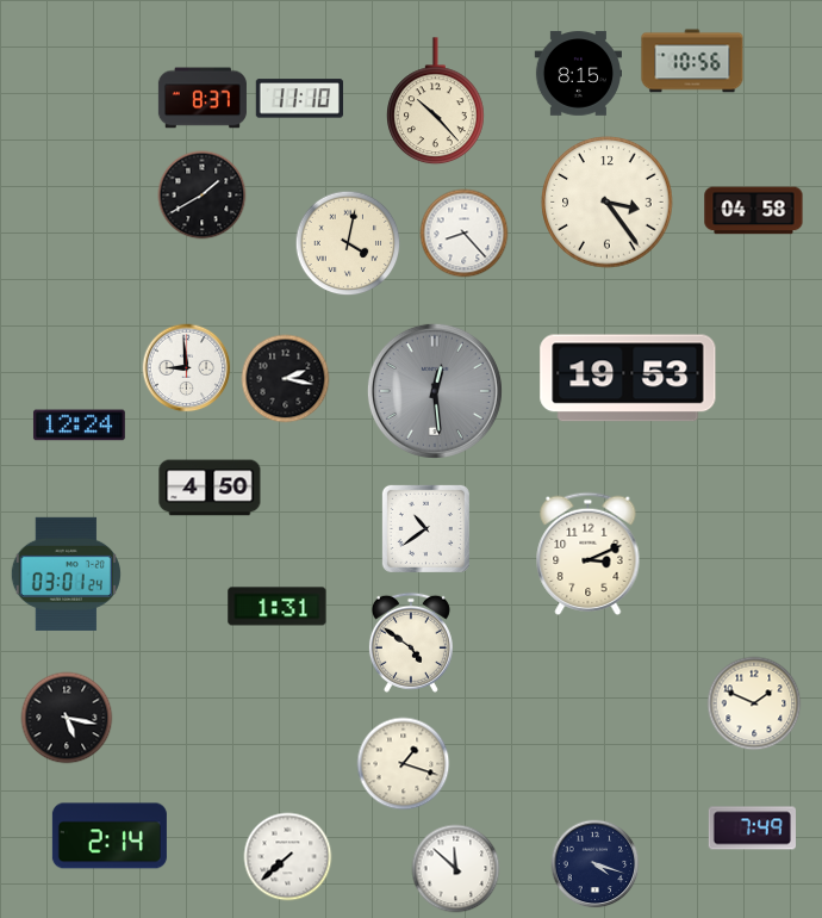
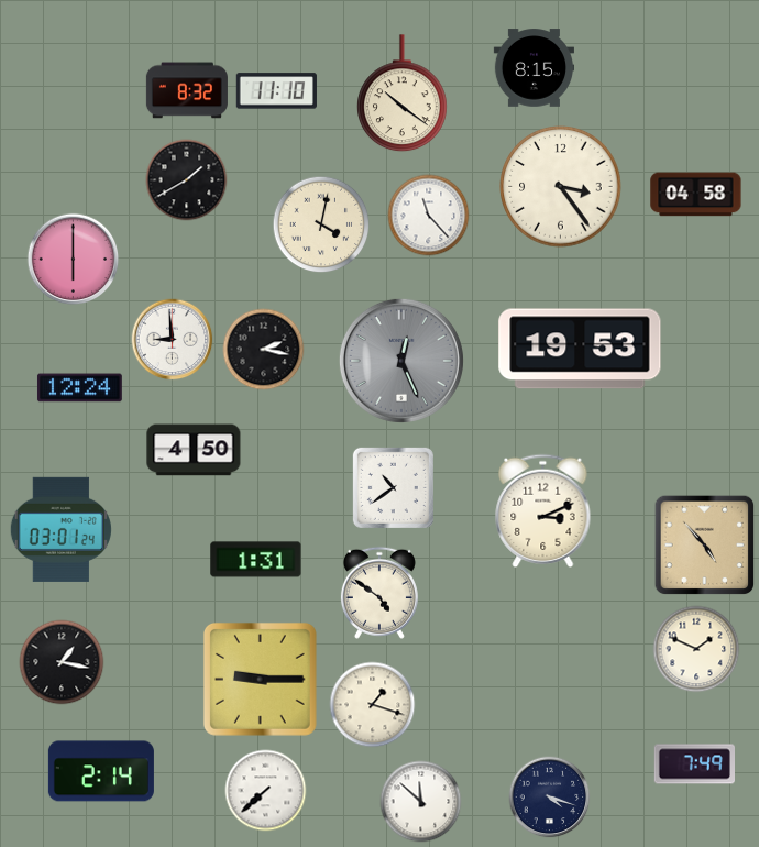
clock at (692, 61): 10:56 -> none
clock at (203, 98): 8:37 -> 8:32
clock at (436, 101): 10:23 -> 10:21
clock at (465, 234): 8:23 -> 11:23
clock at (74, 260): none -> 6:00
clock at (435, 391): 12:29 -> 12:26
clock at (79, 426) position: (79, 426) -> (79, 388)
clock at (705, 546): none -> 4:53
clock at (67, 718): 5:17 -> 1:17
clock at (260, 679): none -> 9:15
